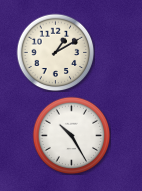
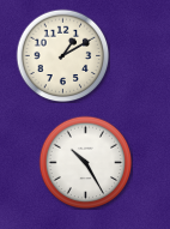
clock at (55, 52) position: (55, 52) -> (62, 55)
